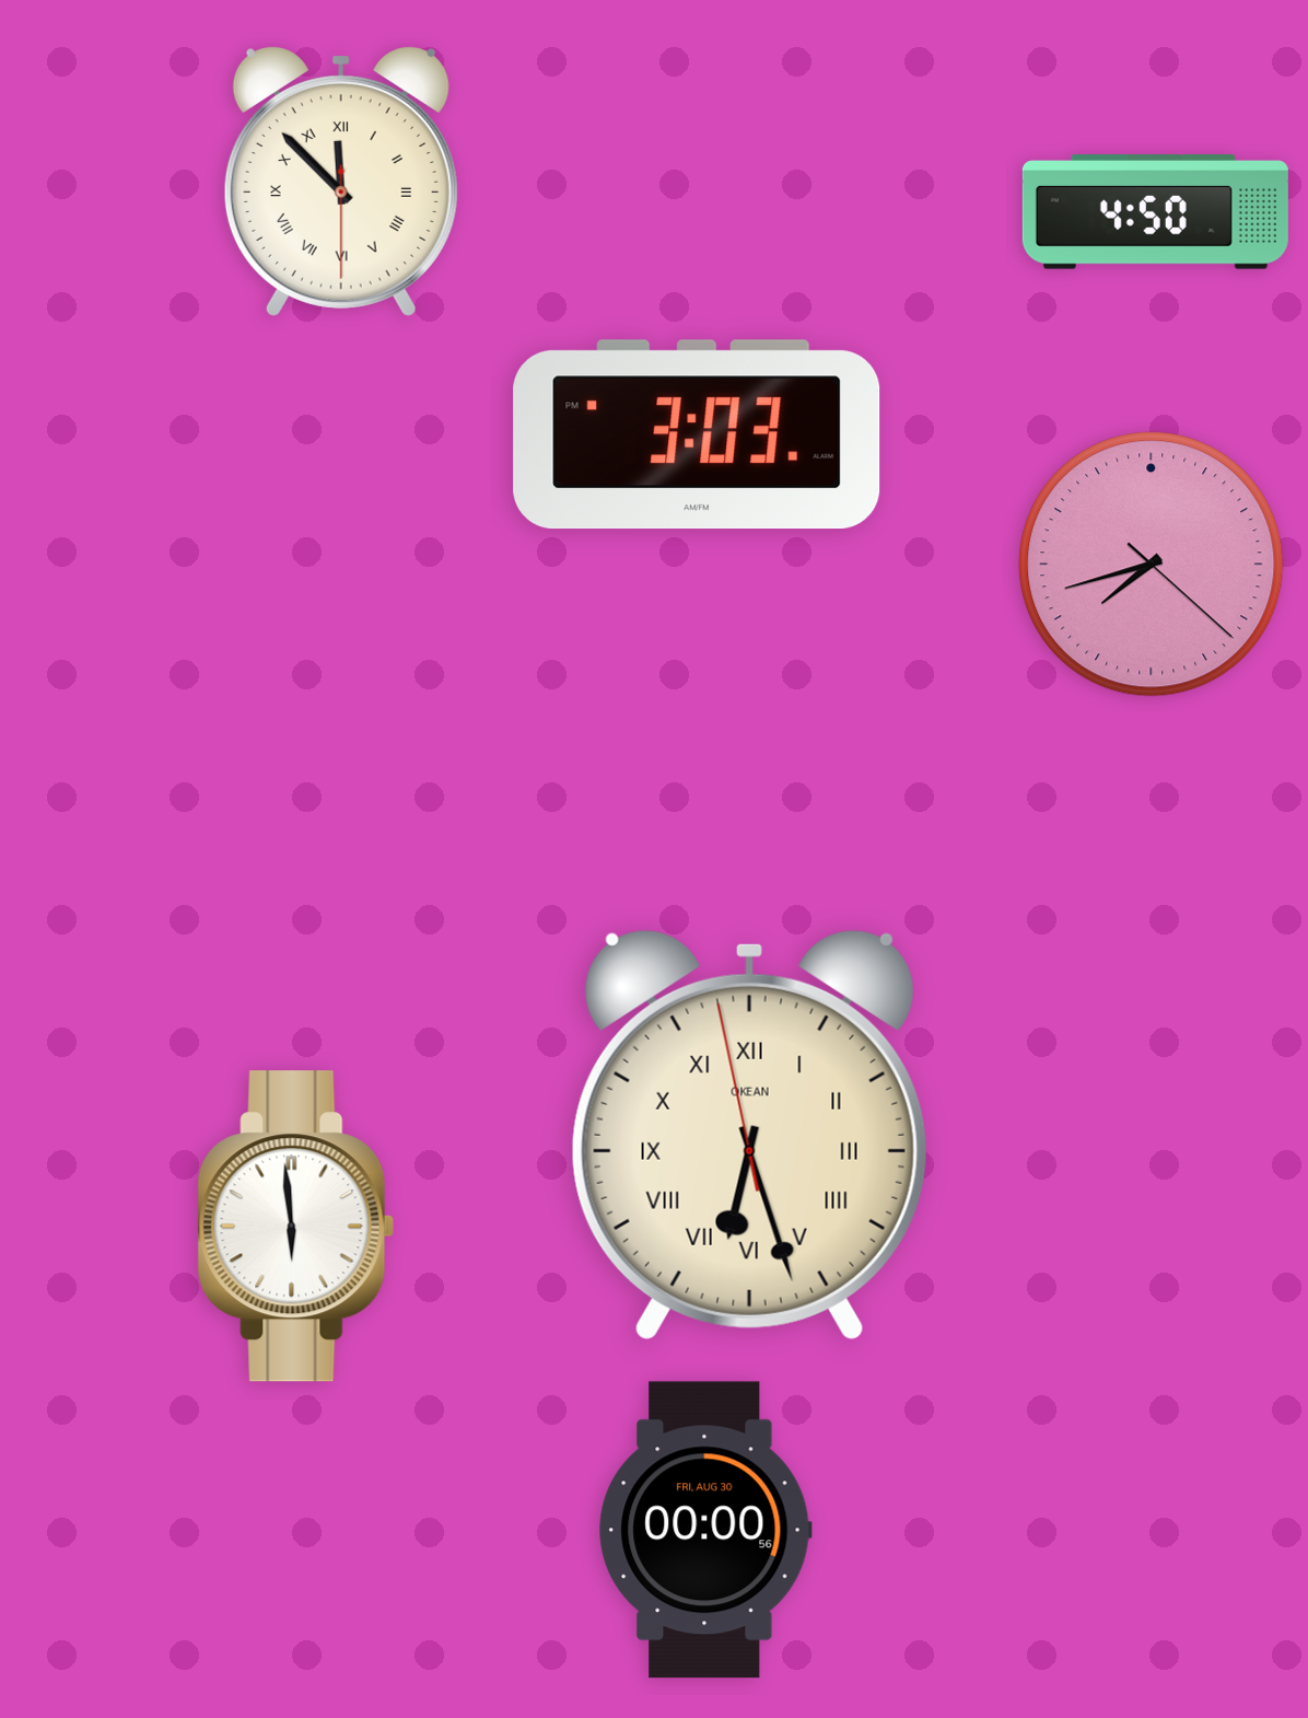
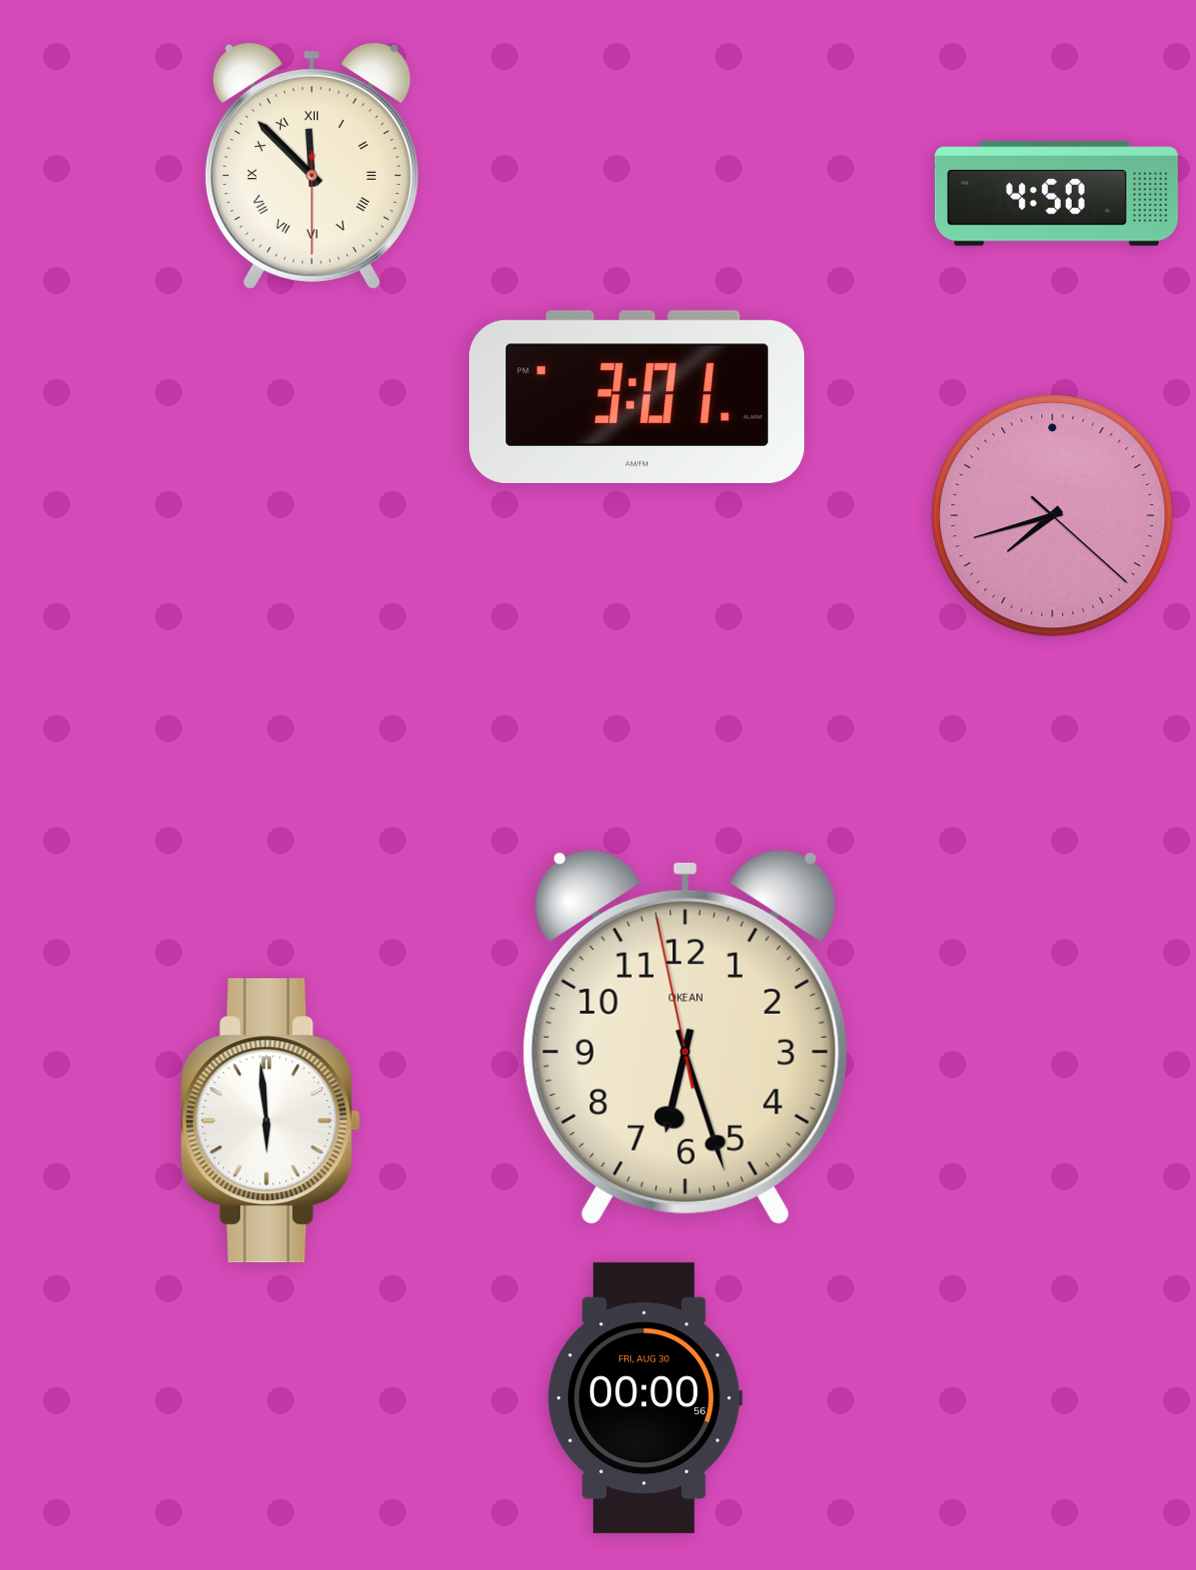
clock at (697, 434): 3:03 -> 3:01
clock at (749, 1135) numerals: Roman -> Arabic
